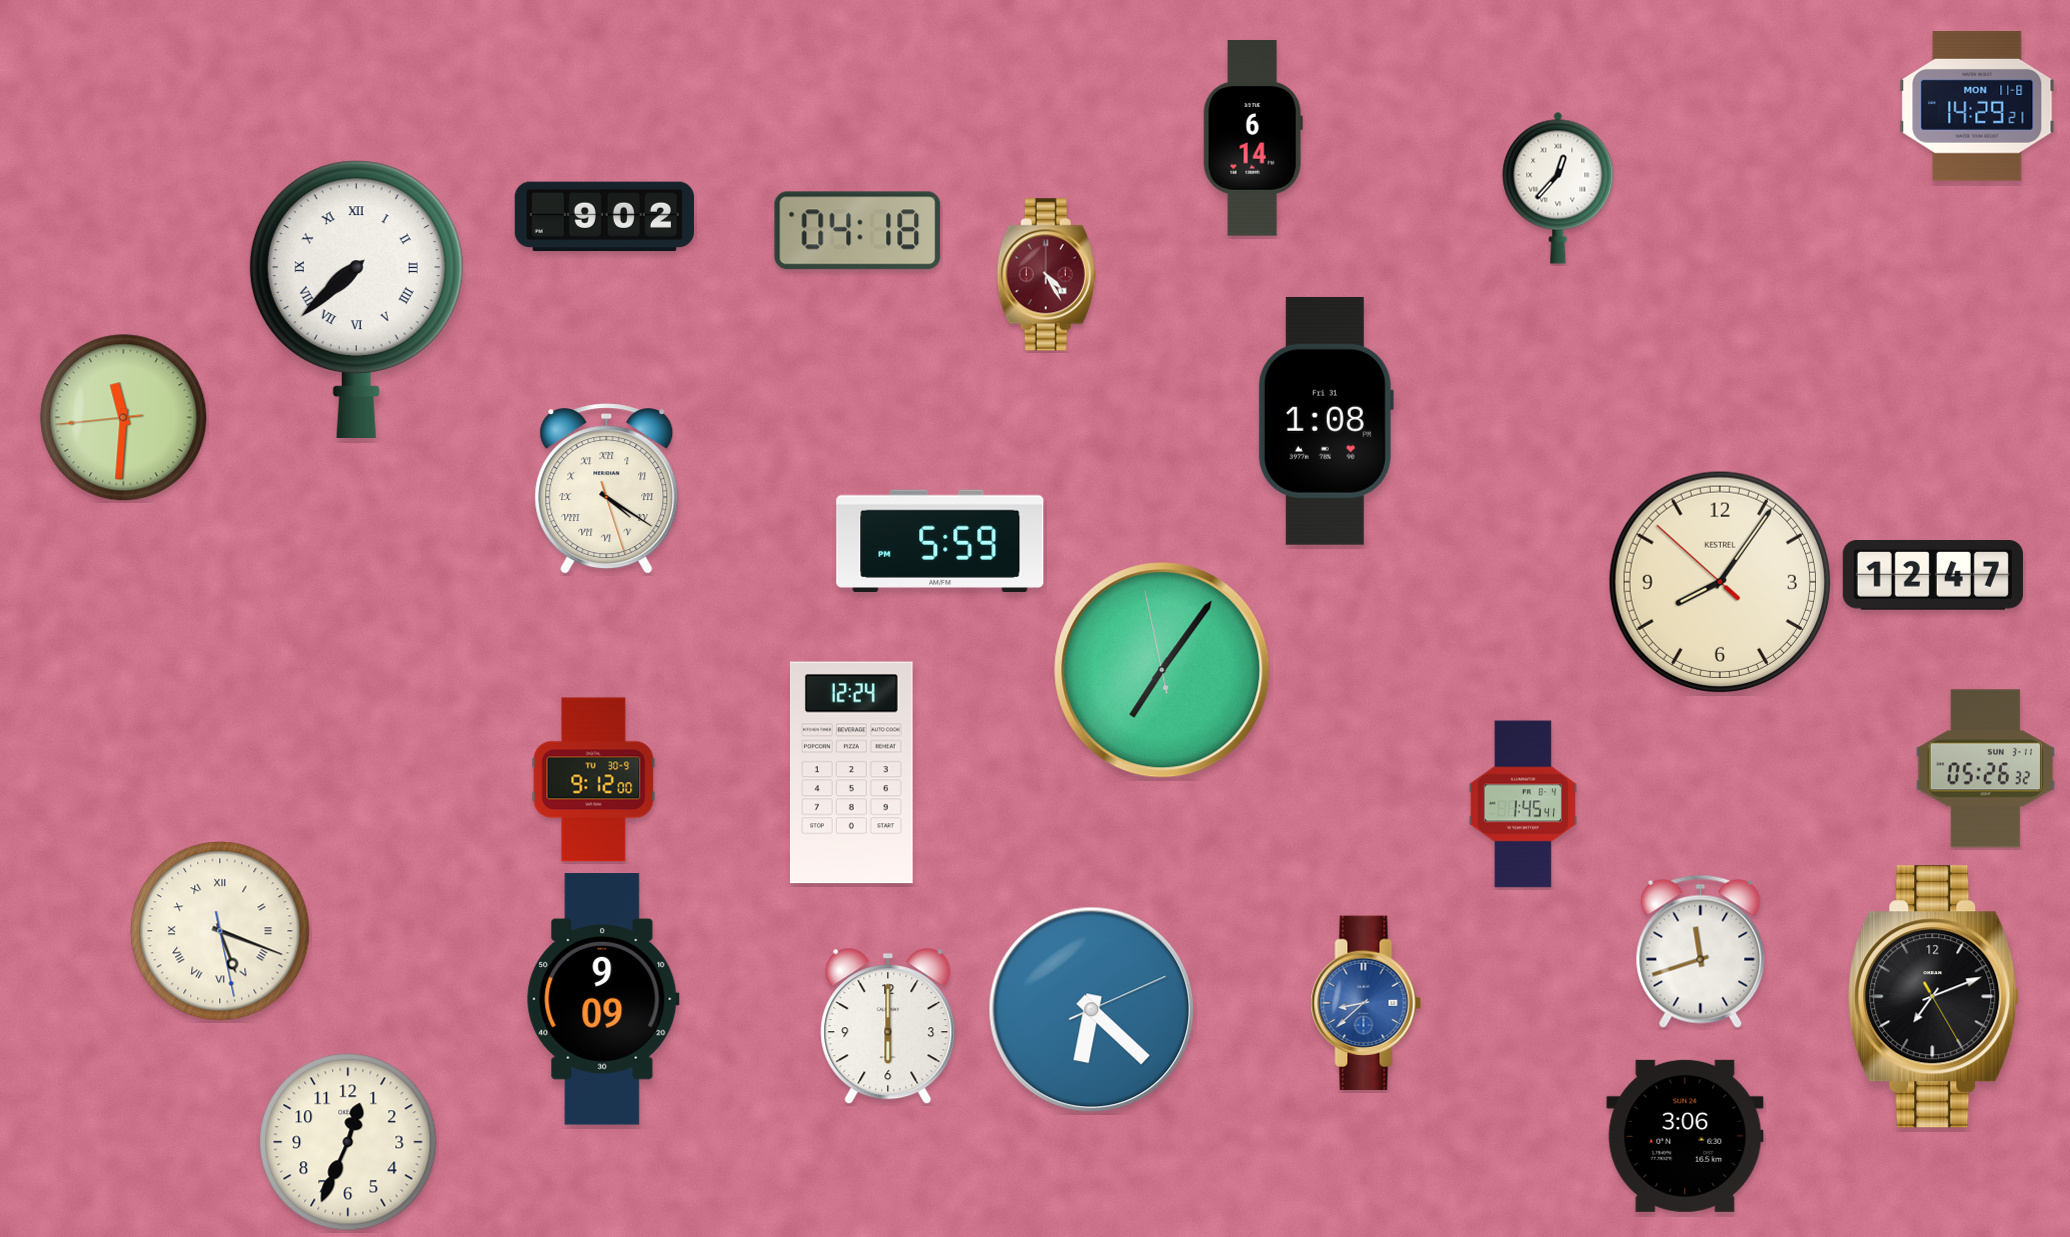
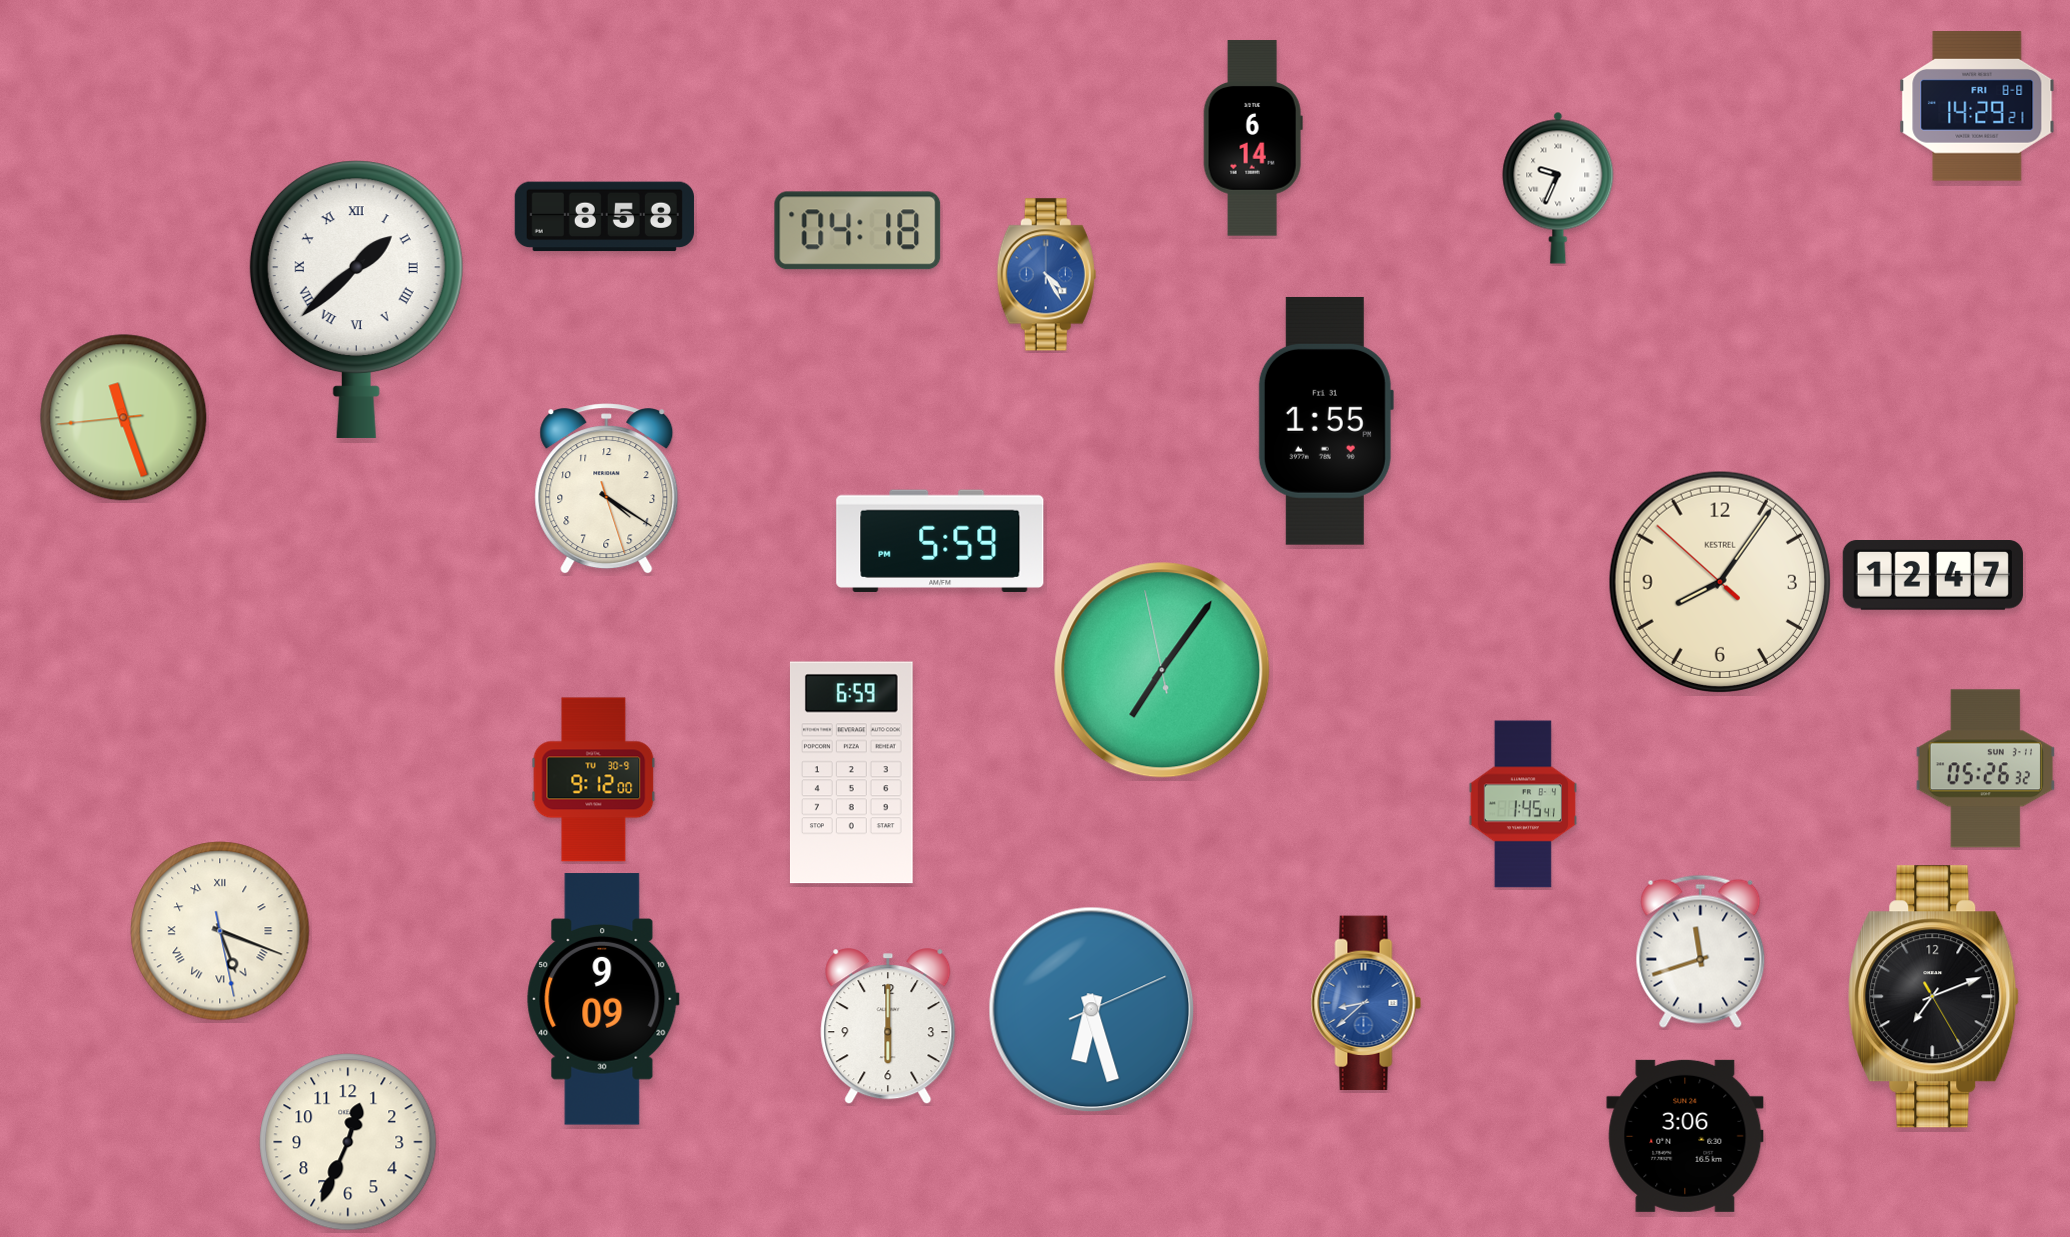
clock at (1977, 106) date: MON 11-8 -> FRI 8-8
clock at (1558, 188): 12:37 -> 9:34
clock at (604, 217): 9:02 -> 8:58
clock at (1046, 275) dial: burgundy -> blue
clock at (356, 299): 7:38 -> 1:38
clock at (124, 418): 11:30 -> 11:26
clock at (1326, 421): 1:08 -> 1:55
clock at (607, 489) numerals: Roman -> Arabic
clock at (851, 773): 12:24 -> 6:59
clock at (1092, 1010): 6:22 -> 6:27
